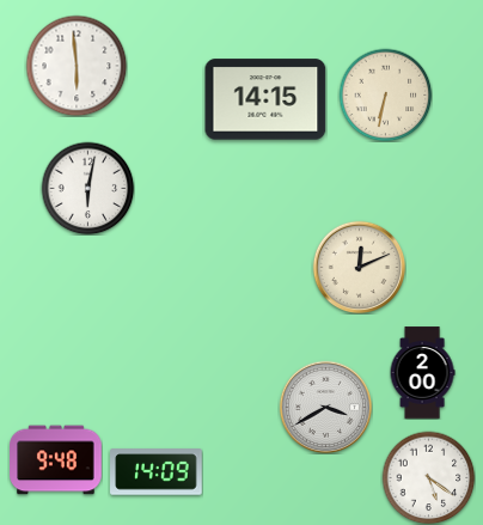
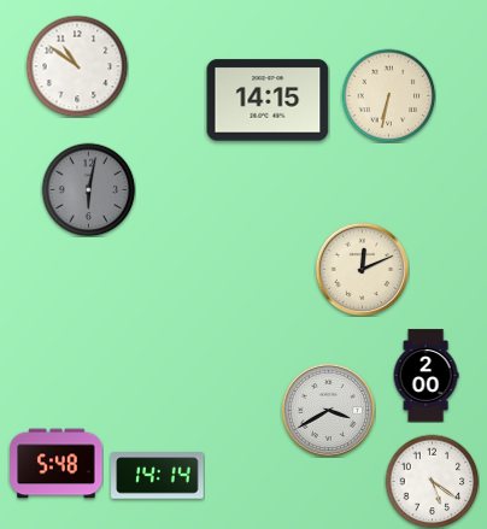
clock at (77, 66): 5:59 -> 10:51
clock at (87, 188) dial: white -> grey
clock at (56, 460): 9:48 -> 5:48
clock at (157, 472): 14:09 -> 14:14
